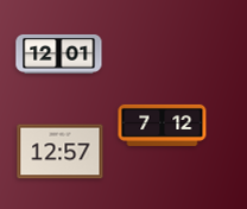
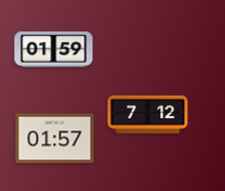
clock at (59, 53): 12:01 -> 01:59
clock at (61, 152): 12:57 -> 01:57
